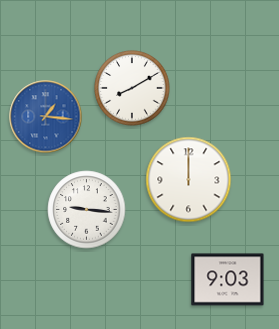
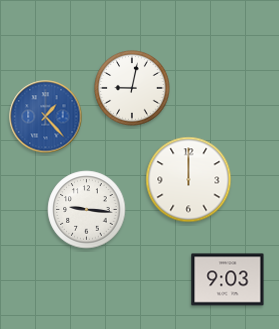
clock at (132, 88): 8:10 -> 9:02
clock at (46, 117): 1:16 -> 1:23
